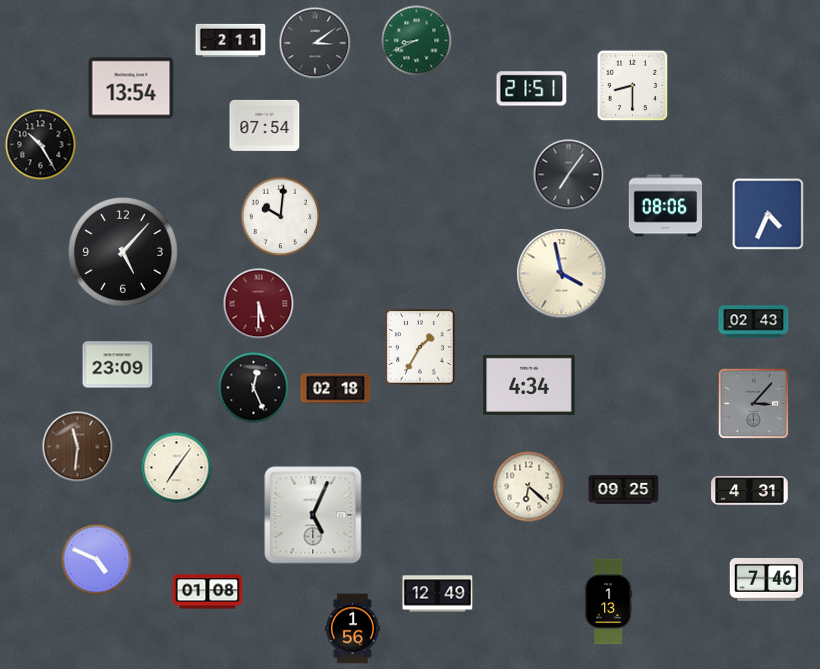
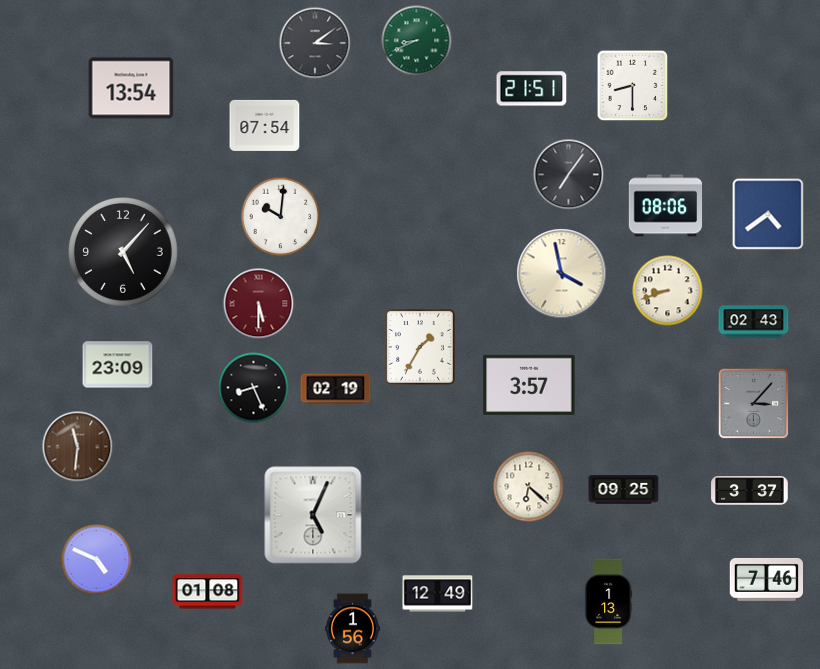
clock at (231, 40): 2:11 -> none
clock at (41, 145): 10:25 -> none
clock at (768, 214): 4:34 -> 4:39
clock at (668, 291): none -> 8:42
clock at (529, 385): 4:34 -> 3:57
clock at (254, 388): 12:26 -> 8:26
clock at (336, 389): 02:18 -> 02:19
clock at (177, 468): 7:06 -> none
clock at (750, 491): 4:31 -> 3:37
